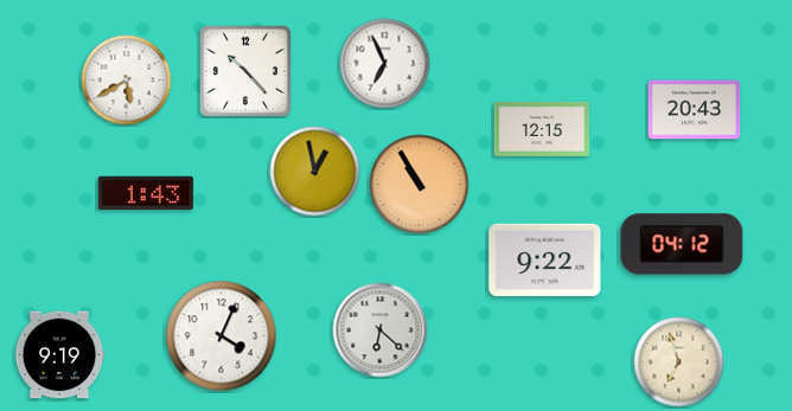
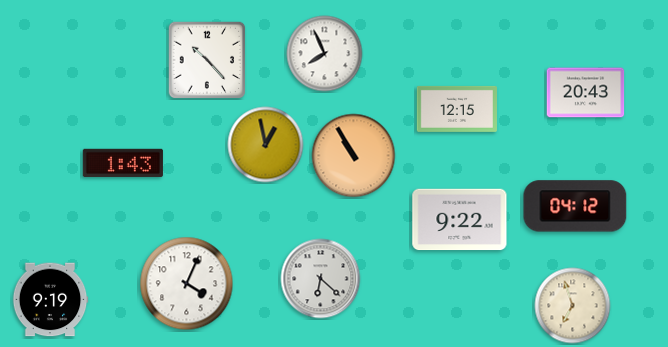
clock at (385, 64): 6:56 -> 7:56
clock at (127, 81): 5:40 -> none
